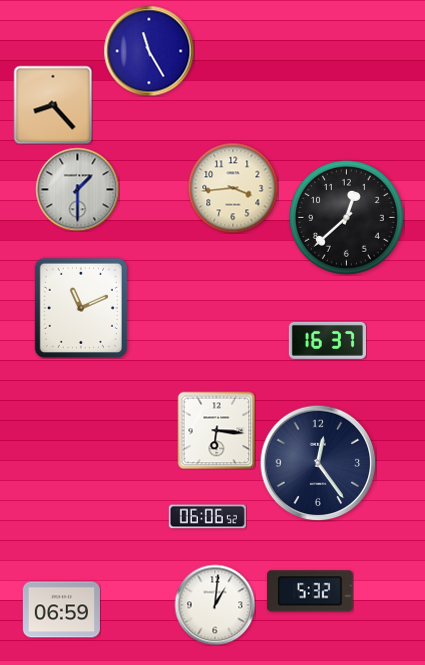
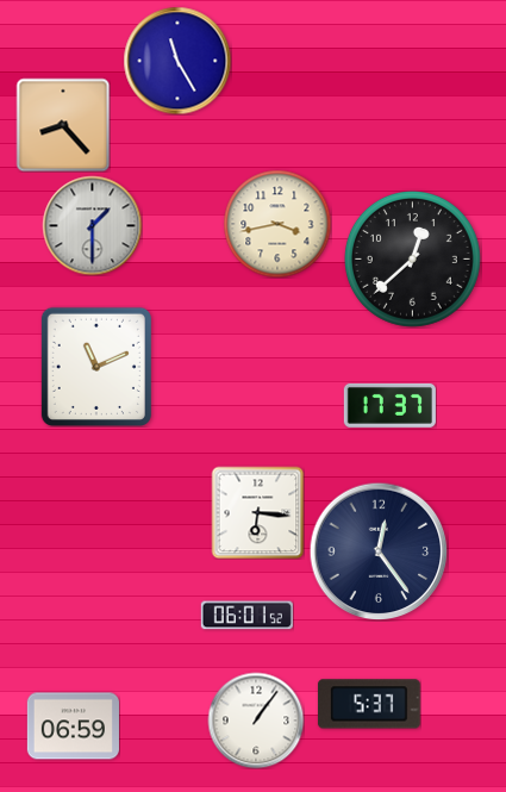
clock at (233, 188): 3:44 -> 3:43
clock at (327, 340): 16:37 -> 17:37
clock at (207, 517): 06:06 -> 06:01
clock at (310, 591): 5:32 -> 5:37
clock at (215, 605): 1:01 -> 1:06
